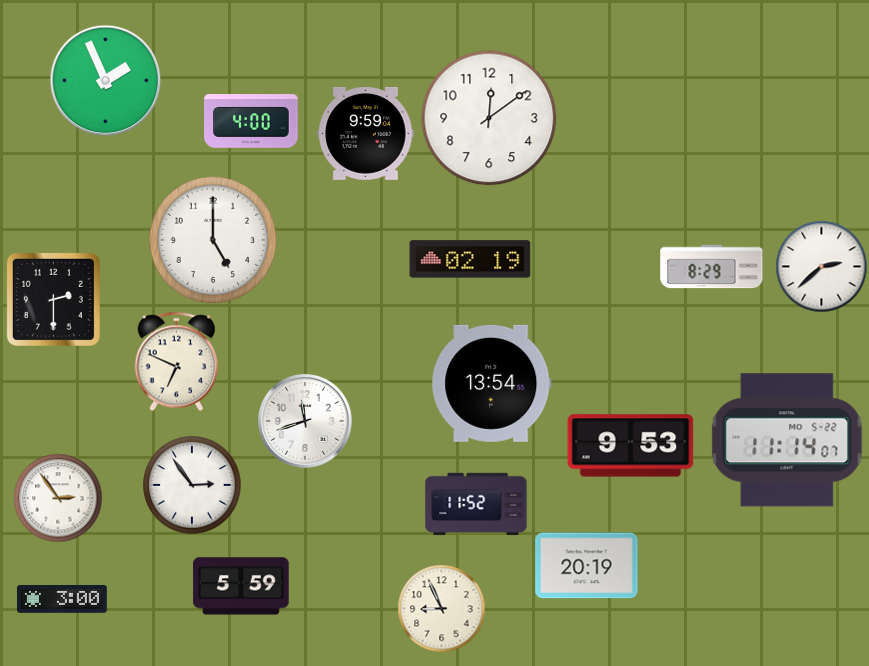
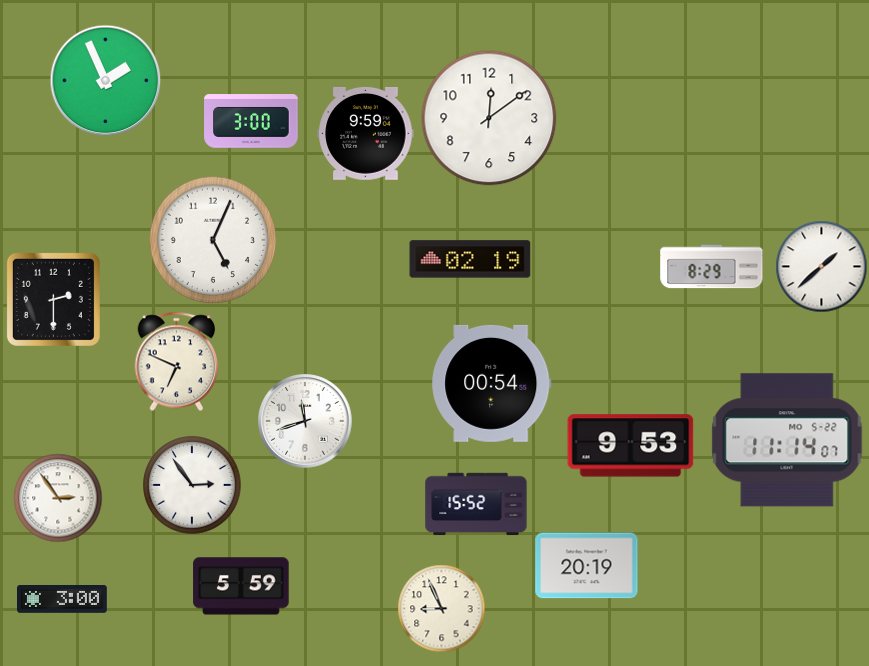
clock at (251, 121): 4:00 -> 3:00
clock at (213, 240): 5:00 -> 5:04
clock at (821, 266): 2:38 -> 1:38
clock at (492, 383): 13:54 -> 00:54
clock at (476, 504): 11:52 -> 15:52
